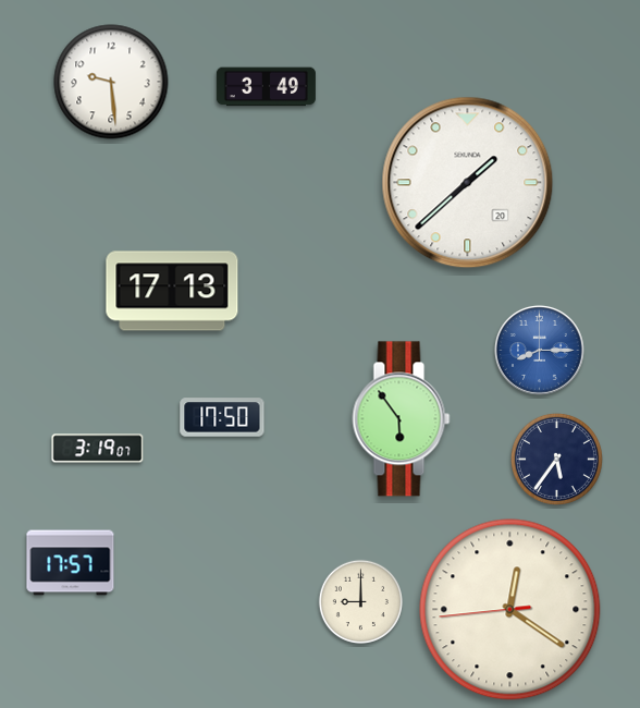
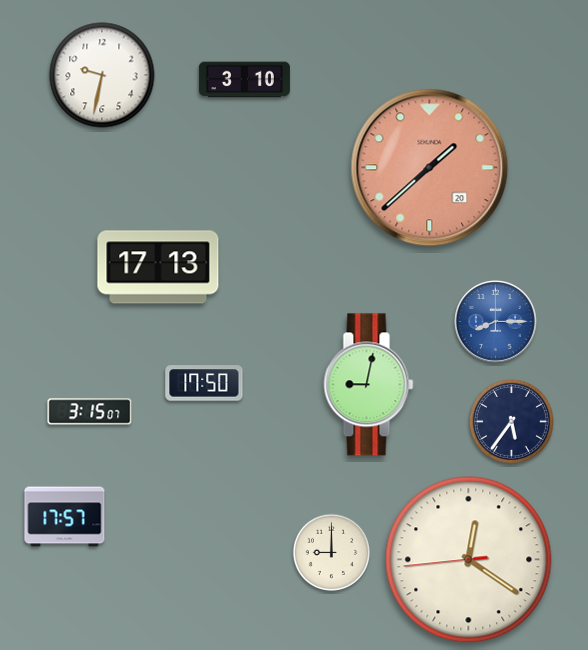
clock at (111, 82): 9:29 -> 9:32
clock at (266, 87): 3:49 -> 3:10
clock at (468, 183) dial: white -> salmon
clock at (402, 419): 5:54 -> 9:02
clock at (98, 449): 3:19 -> 3:15
